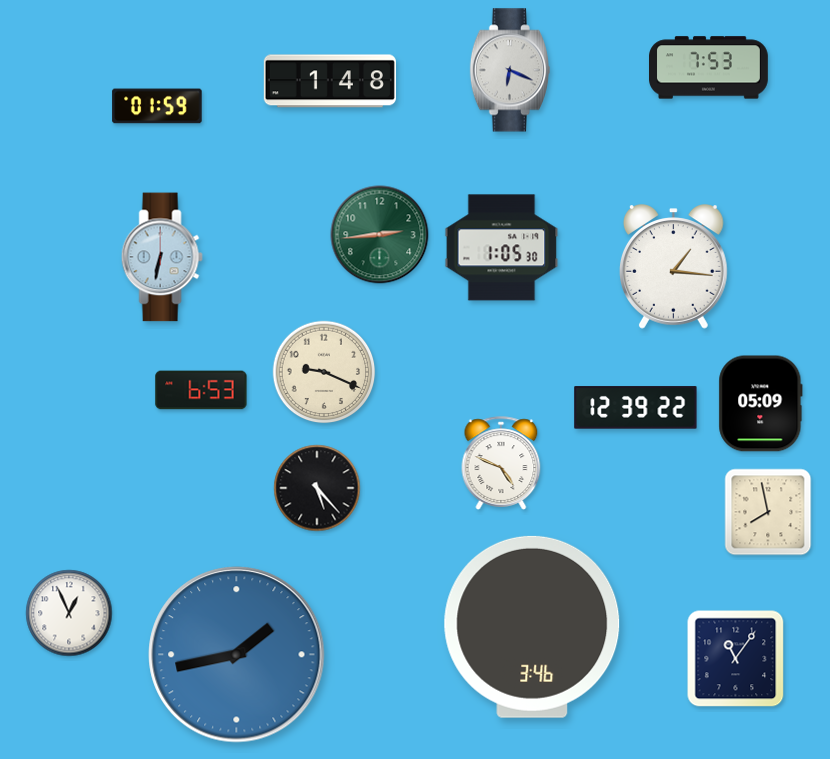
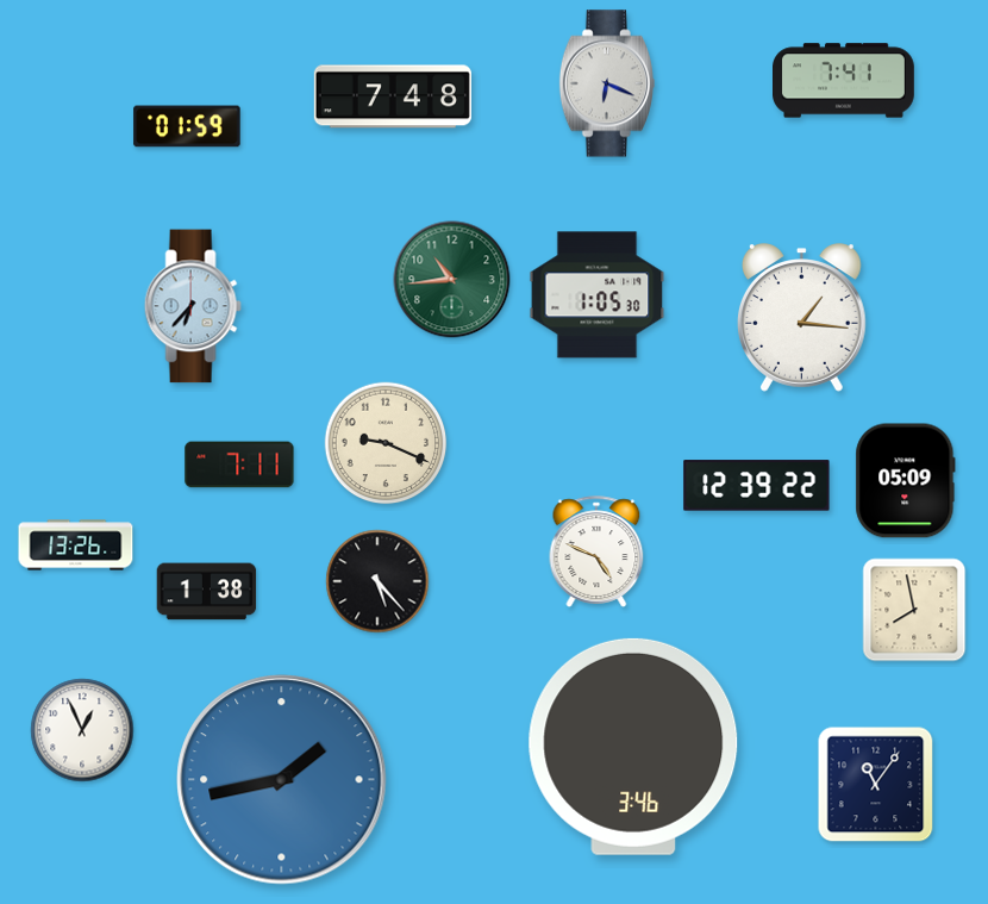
clock at (709, 68): 7:53 -> 7:41
clock at (330, 81): 1:48 -> 7:48
clock at (380, 235): 2:44 -> 10:44
clock at (162, 257): 6:32 -> 6:37
clock at (201, 390): 6:53 -> 7:11
clock at (76, 545): none -> 13:26
clock at (207, 592): none -> 1:38
